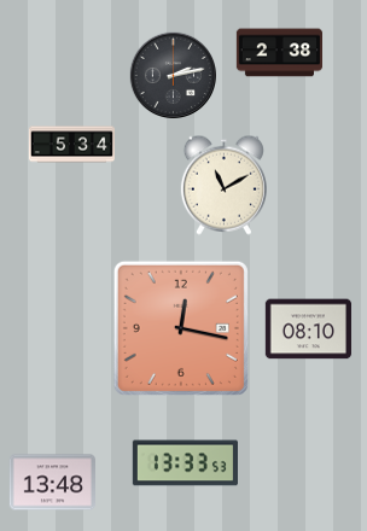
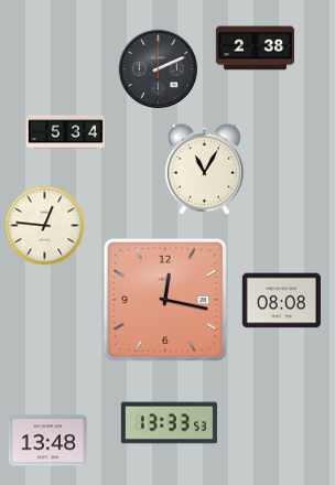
clock at (173, 75): 2:13 -> 2:11
clock at (223, 185): 11:10 -> 11:05
clock at (45, 226): none -> 12:46
clock at (308, 329): 08:10 -> 08:08
